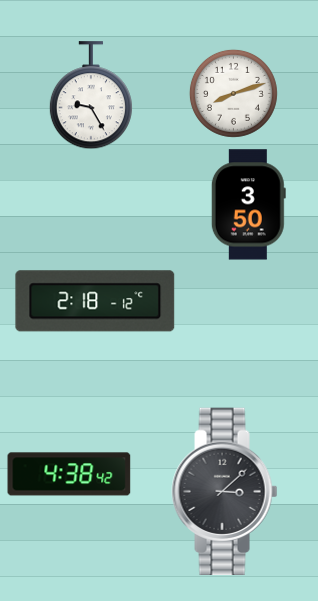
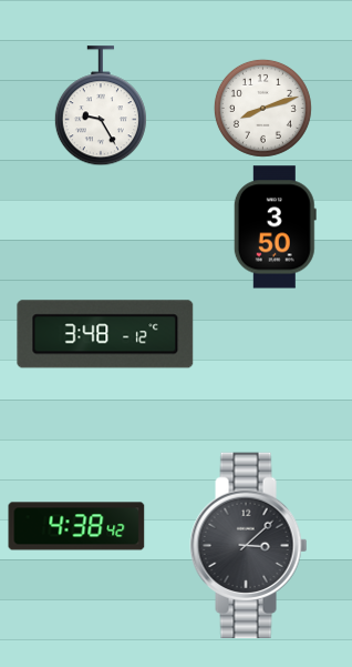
clock at (233, 93) position: (233, 93) -> (262, 108)
clock at (95, 301): 2:18 -> 3:48
